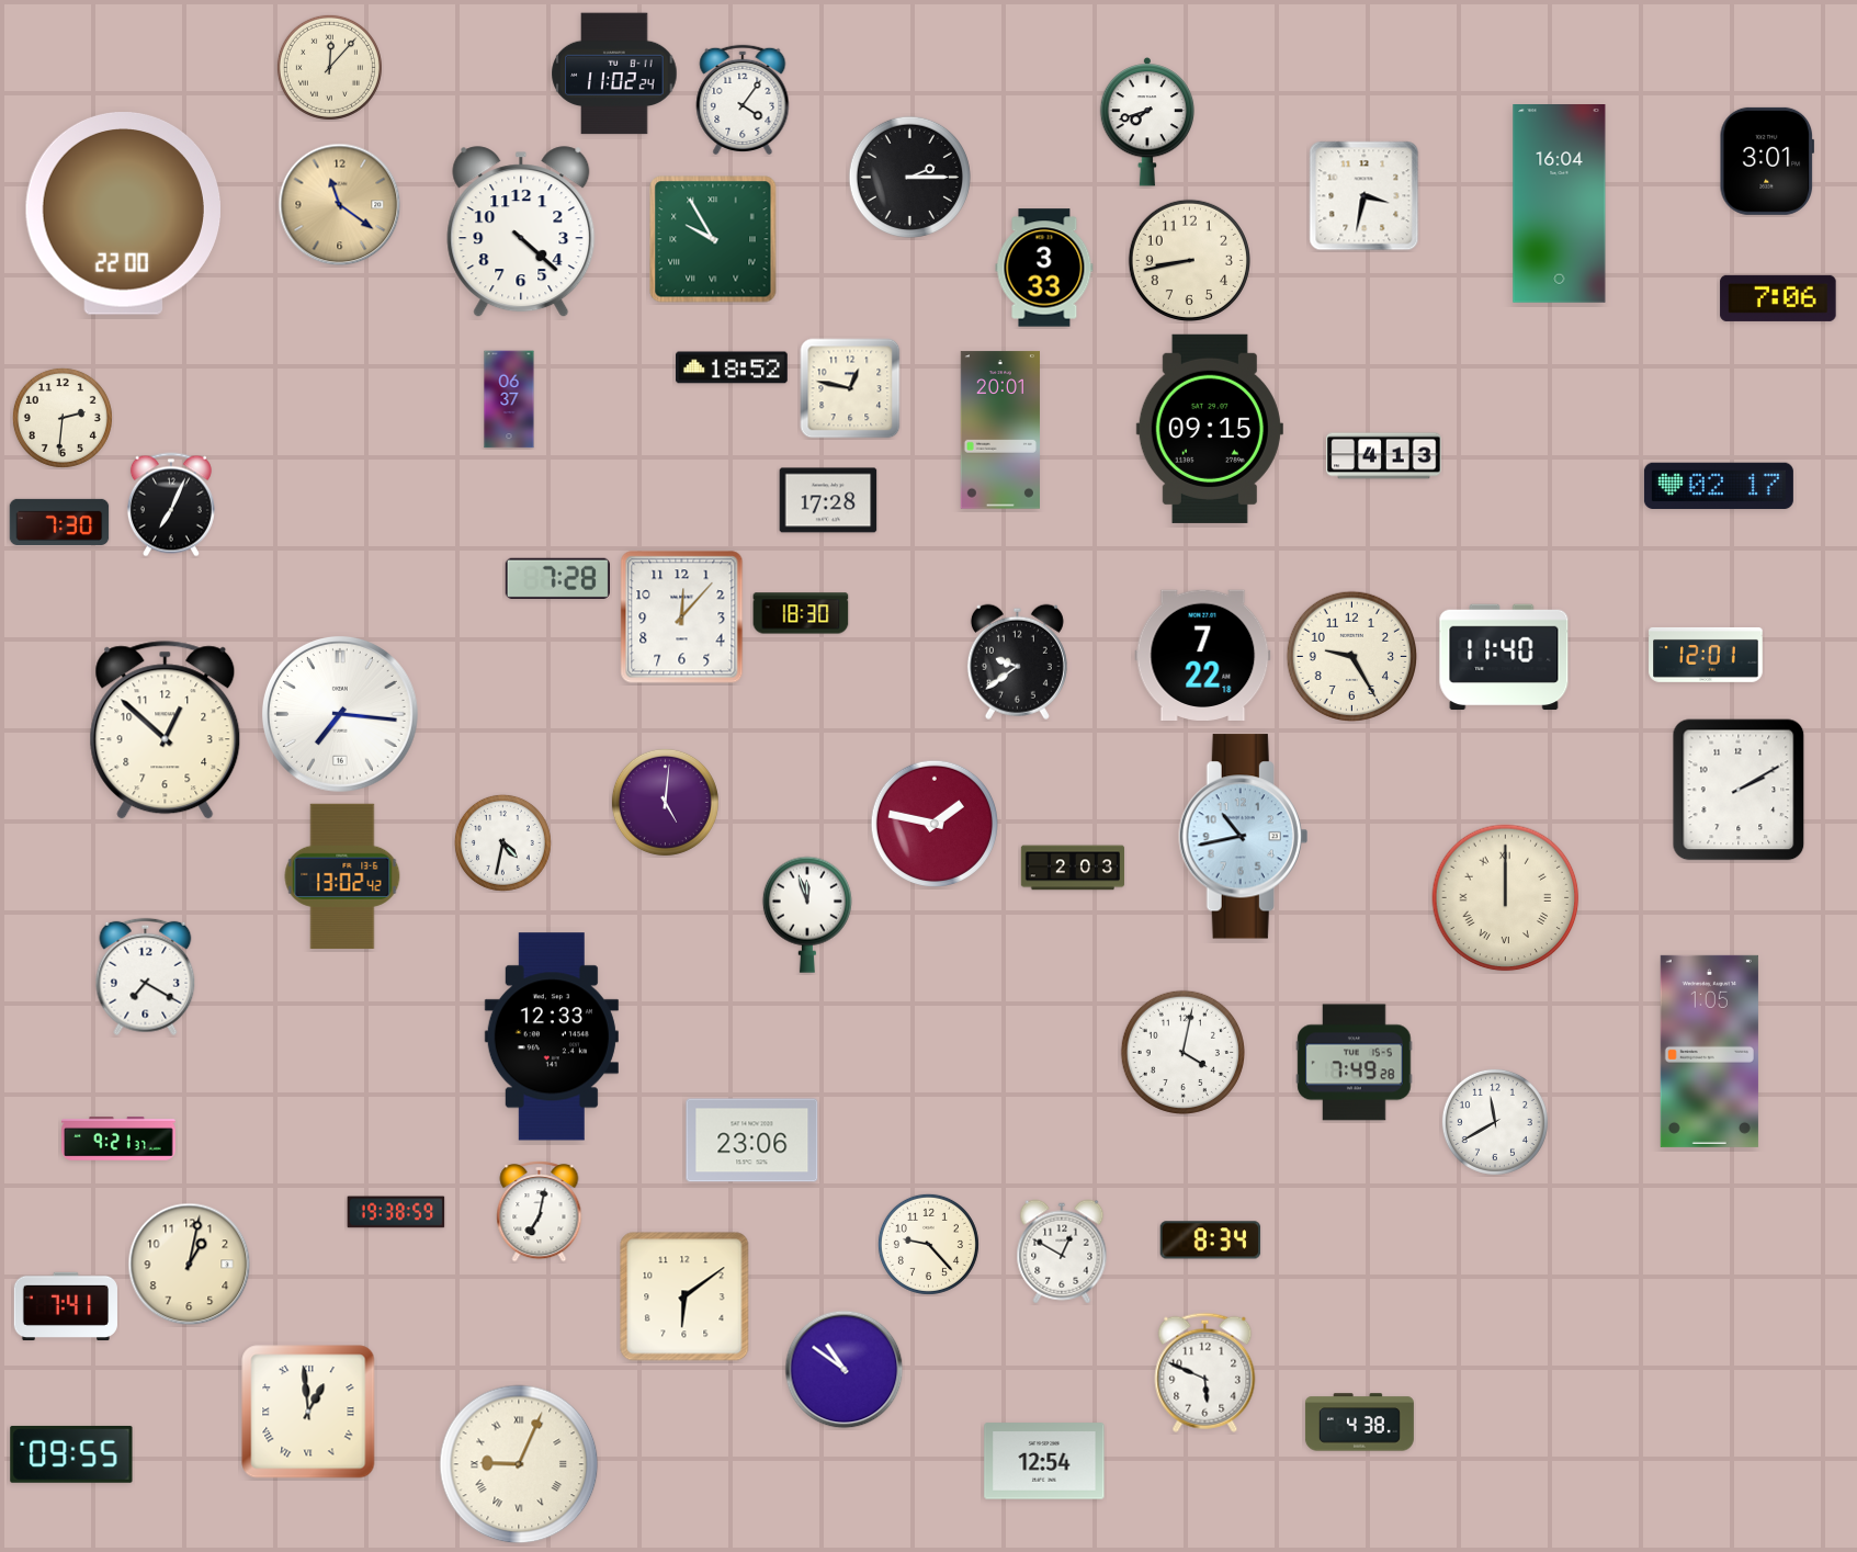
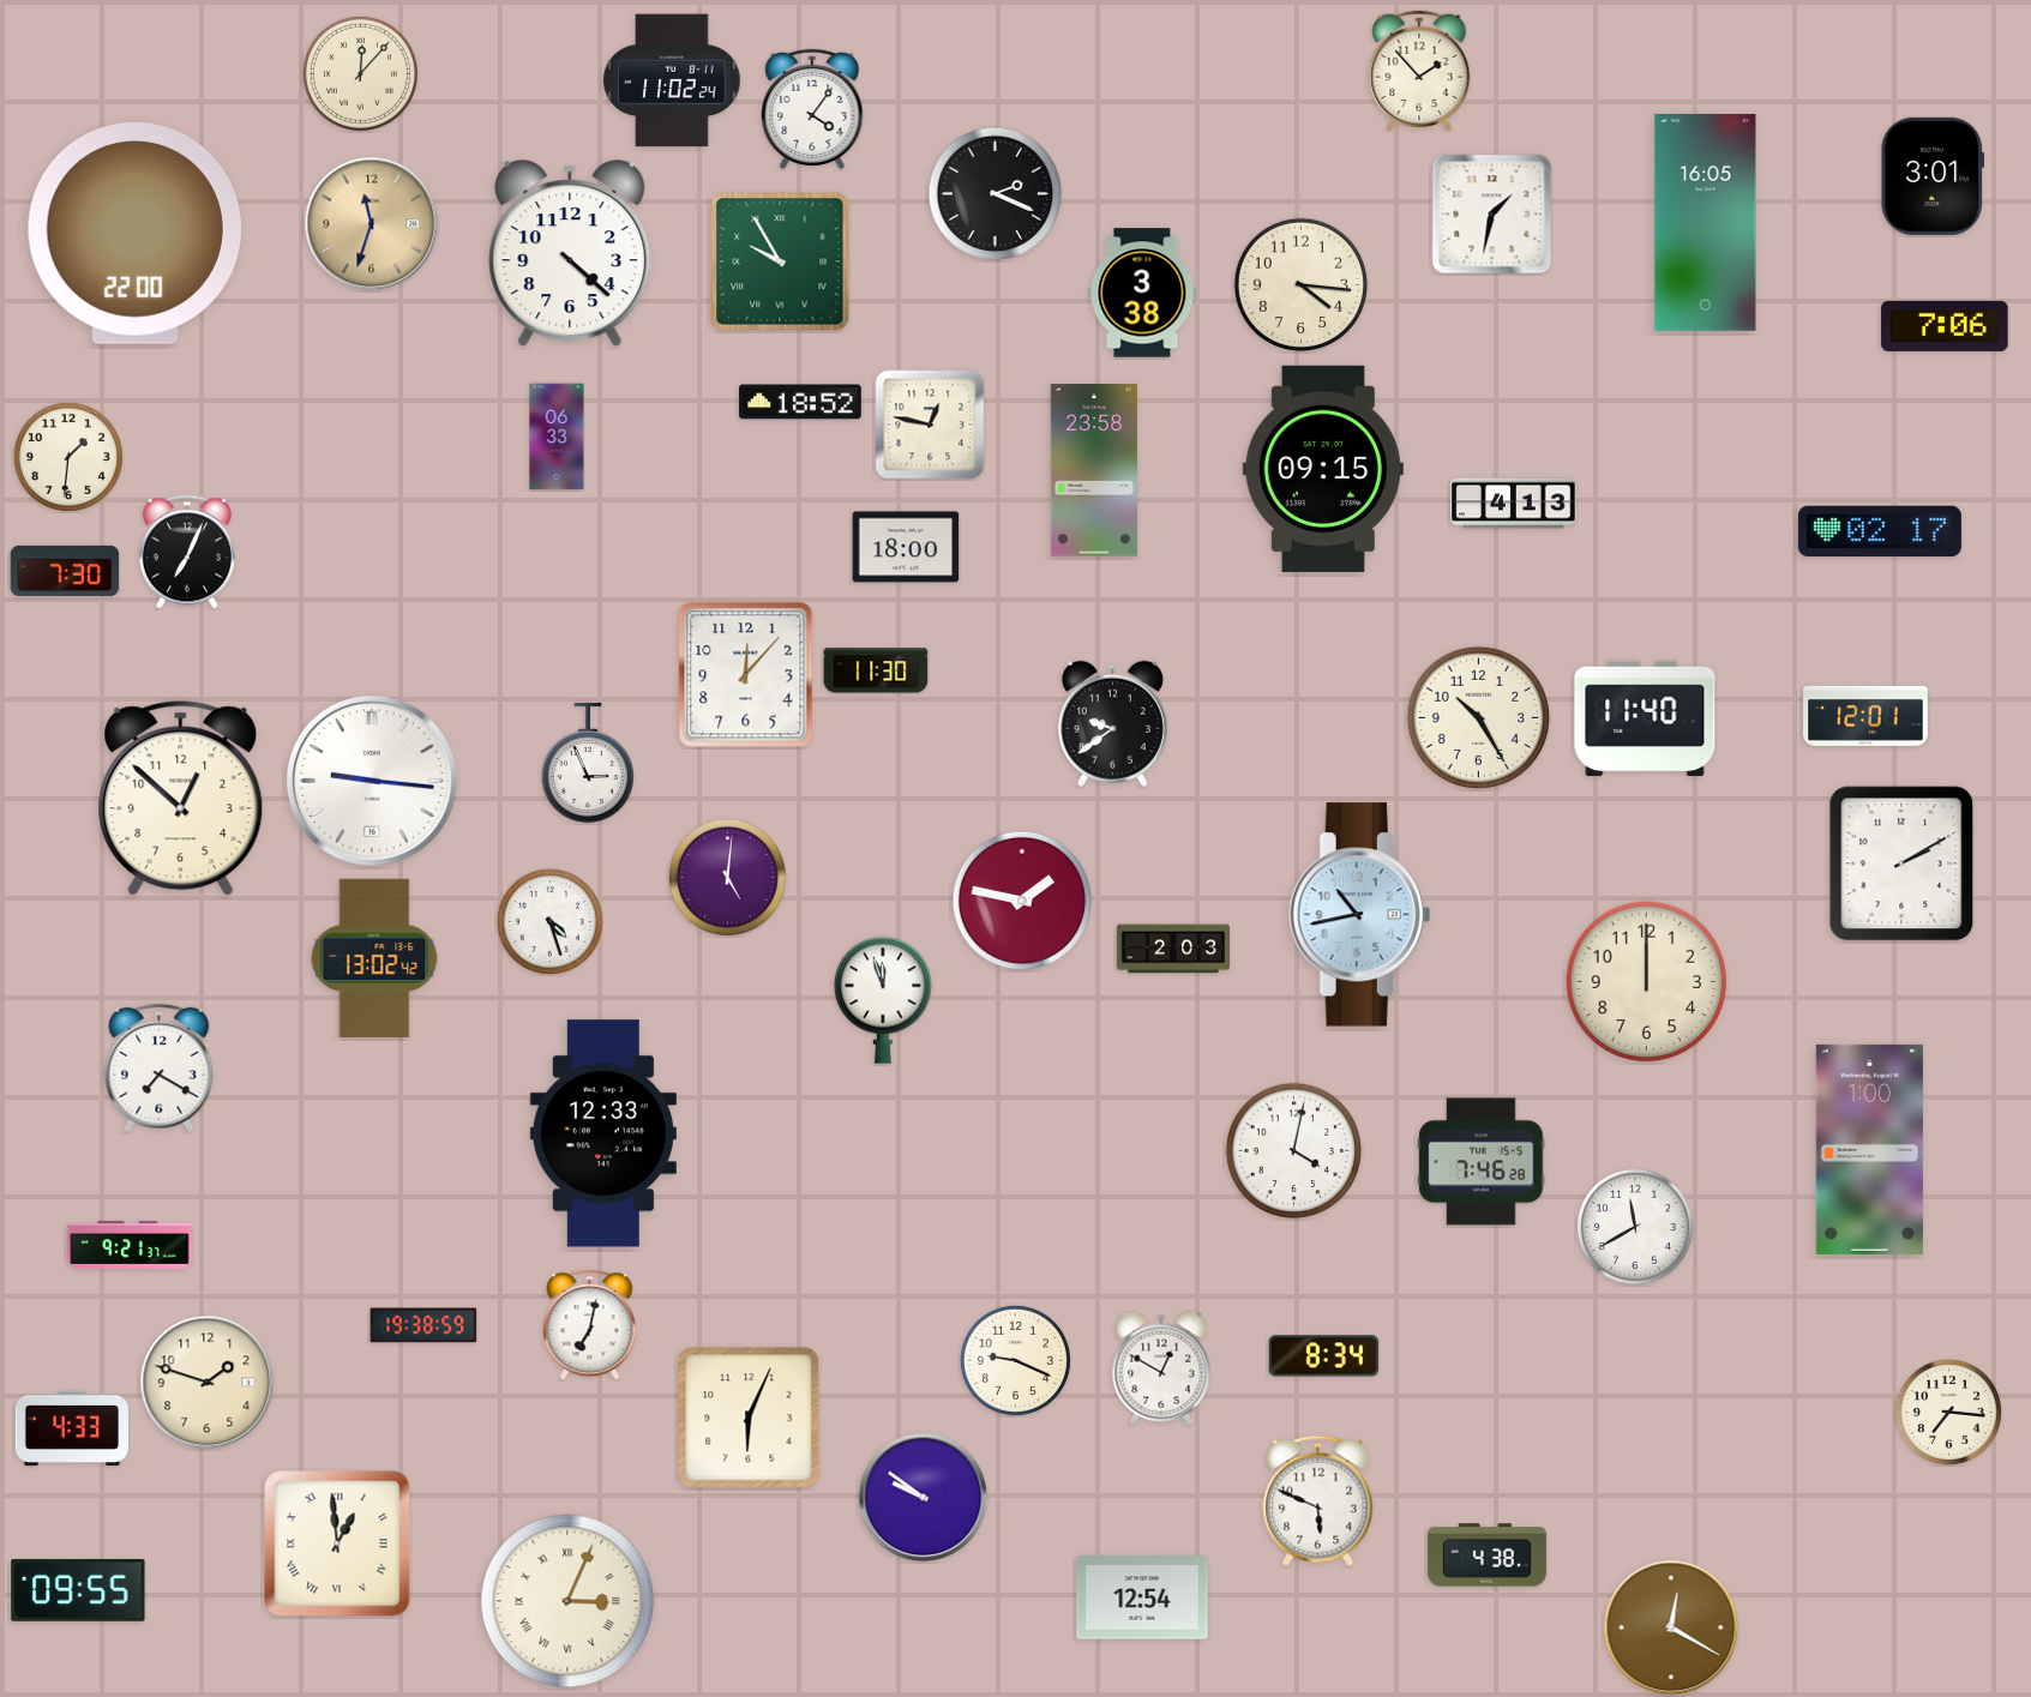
clock at (1419, 71): none -> 1:53
clock at (1147, 123): 7:42 -> none
clock at (909, 177): 2:15 -> 2:19
clock at (1365, 196): 3:32 -> 1:32
clock at (1560, 204): 16:04 -> 16:05
clock at (340, 205): 11:21 -> 11:33
clock at (1189, 260): 8:43 -> 4:16
clock at (1044, 268): 3:33 -> 3:38
clock at (509, 399): 06:37 -> 06:33
clock at (63, 418): 2:31 -> 1:31
clock at (1000, 430): 20:01 -> 23:58
clock at (1384, 456) position: (1384, 456) -> (1514, 504)
clock at (828, 500): 17:28 -> 18:00
clock at (557, 578): 7:28 -> none
clock at (801, 613): 18:30 -> 11:30
clock at (1203, 655): 7:22 -> none
clock at (1351, 656): 9:25 -> 10:25
clock at (588, 763): none -> 2:56
clock at (340, 714): 7:16 -> 9:16
clock at (502, 842): 4:32 -> 4:27
clock at (1506, 898) numerals: Roman -> Arabic
clock at (1709, 1051): 1:05 -> 1:00
clock at (1355, 1063): 7:49 -> 7:46
clock at (752, 1141): 23:06 -> none
clock at (396, 1212) position: (396, 1212) -> (423, 1325)
clock at (928, 1244): 9:23 -> 9:19
clock at (190, 1265): 1:02 -> 1:48
clock at (1948, 1412): none -> 7:16
clock at (684, 1296): 6:09 -> 6:04
clock at (66, 1305): 7:41 -> 4:33
clock at (845, 1370): 10:51 -> 9:51
clock at (519, 1464): 9:04 -> 3:04
clock at (1671, 1627): none -> 12:20
